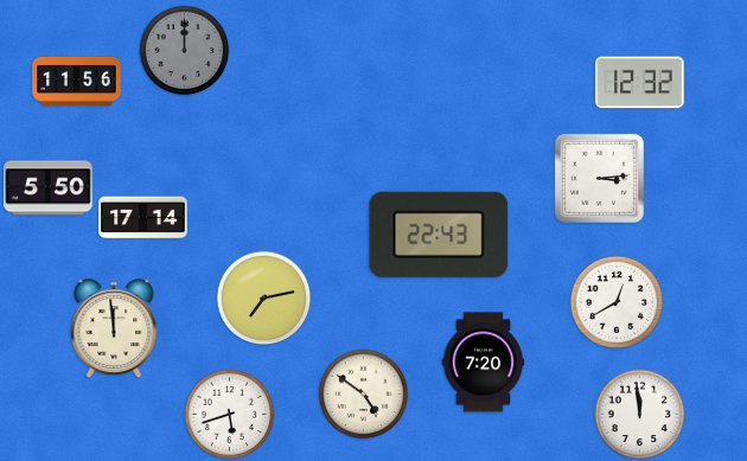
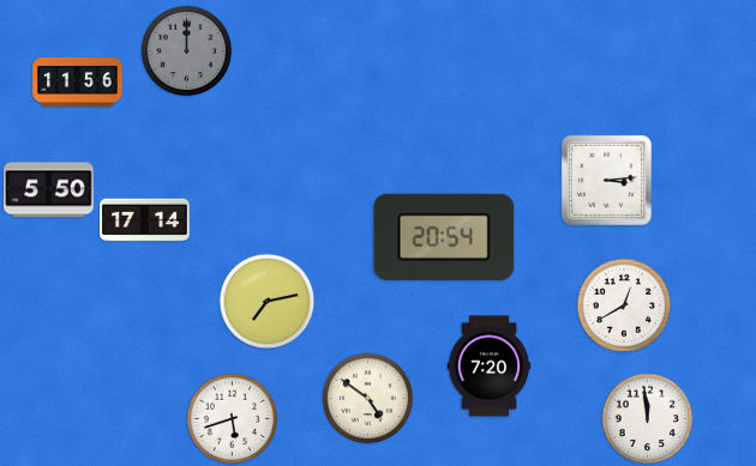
clock at (640, 83): 12:32 -> none
clock at (439, 235): 22:43 -> 20:54
clock at (114, 329): 11:59 -> none
